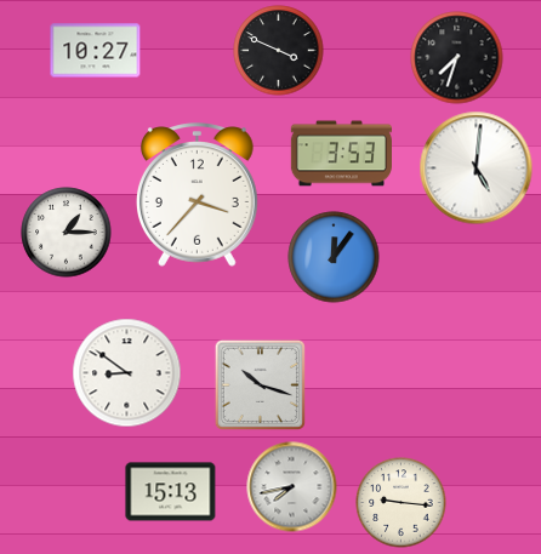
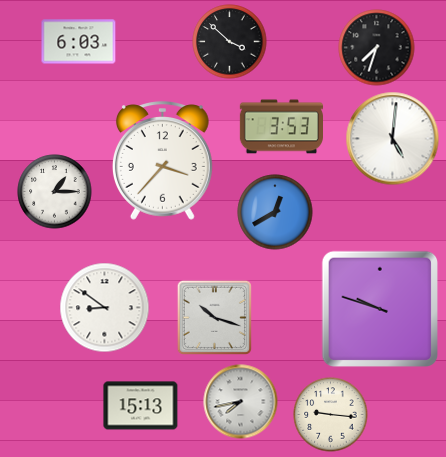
clock at (96, 51): 10:27 -> 6:03
clock at (279, 51): 3:49 -> 3:52
clock at (334, 257): 12:06 -> 12:40
clock at (380, 309): none -> 9:48
